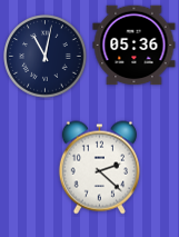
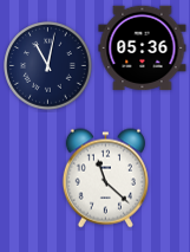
clock at (46, 57) position: (46, 57) -> (48, 66)
clock at (99, 168): 2:22 -> 11:22
